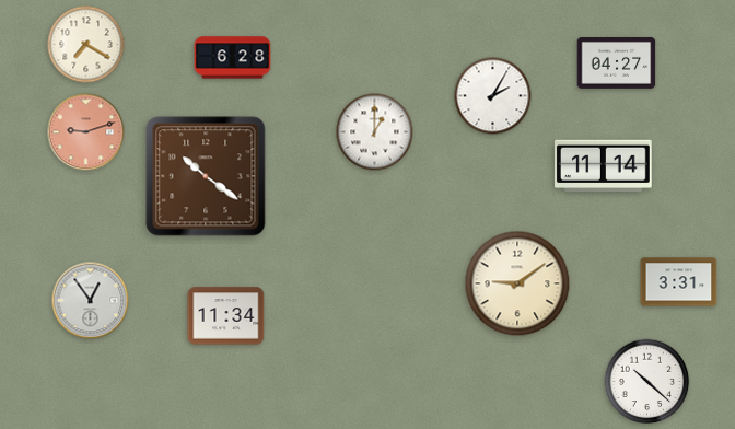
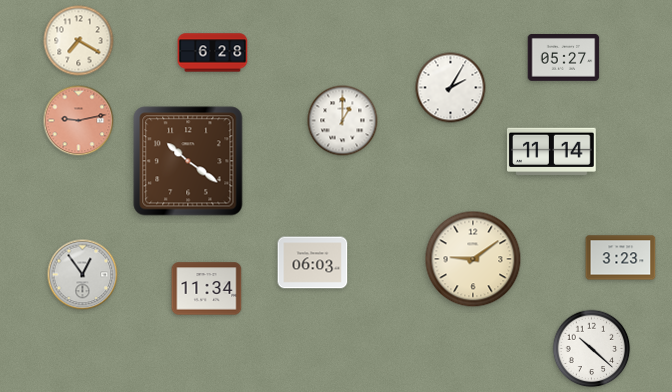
clock at (617, 63): 04:27 -> 05:27
clock at (86, 132): 9:12 -> 9:13
clock at (679, 282): 3:31 -> 3:23
clock at (313, 263): none -> 06:03
